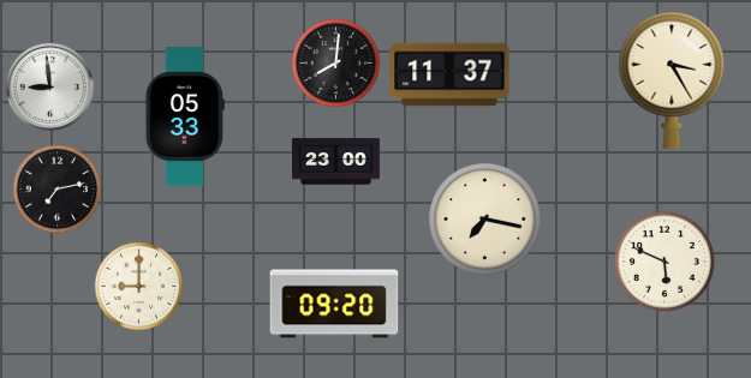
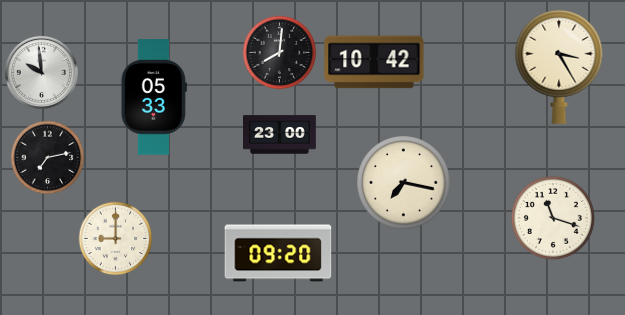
clock at (449, 74): 11:37 -> 10:42
clock at (49, 86): 8:59 -> 9:59
clock at (664, 262): 5:49 -> 11:18
